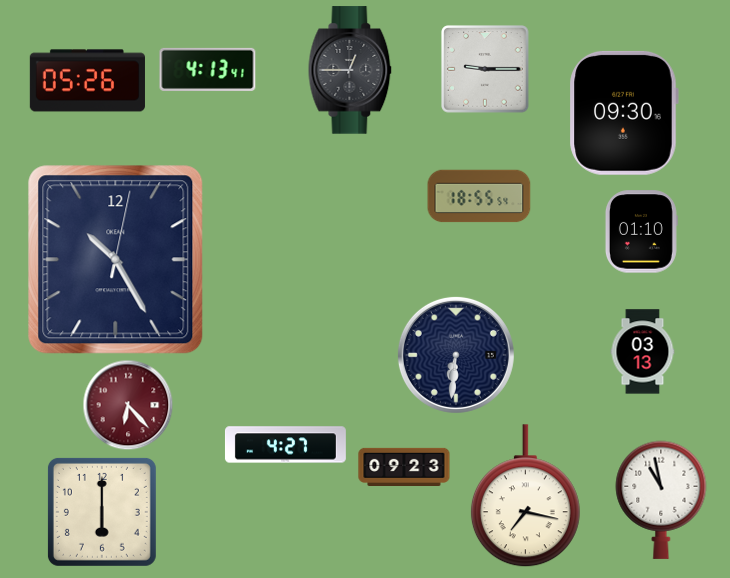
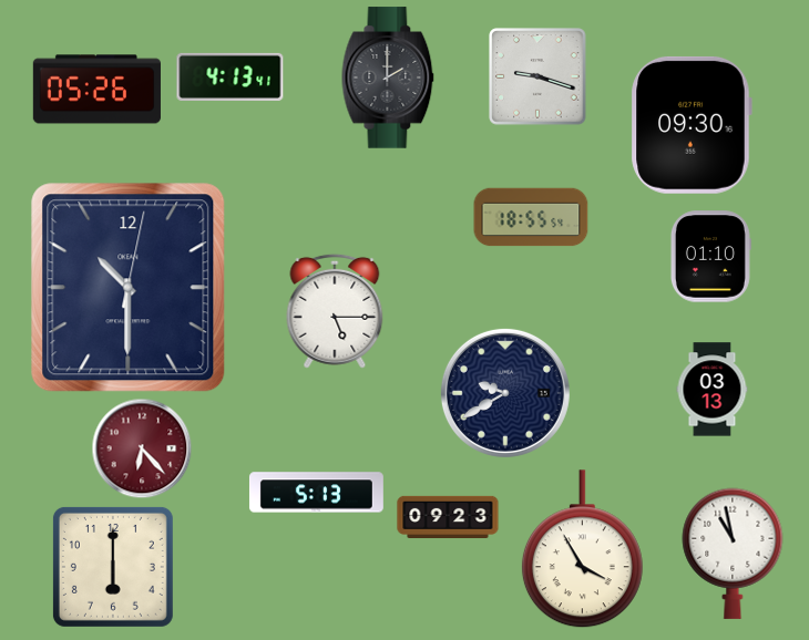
clock at (485, 69): 9:15 -> 9:18
clock at (350, 70): 12:45 -> 2:00
clock at (116, 260): 10:25 -> 10:30
clock at (335, 311): none -> 5:15
clock at (456, 355): 6:31 -> 9:40
clock at (285, 445): 4:27 -> 5:13
clock at (525, 496): 7:17 -> 3:55
